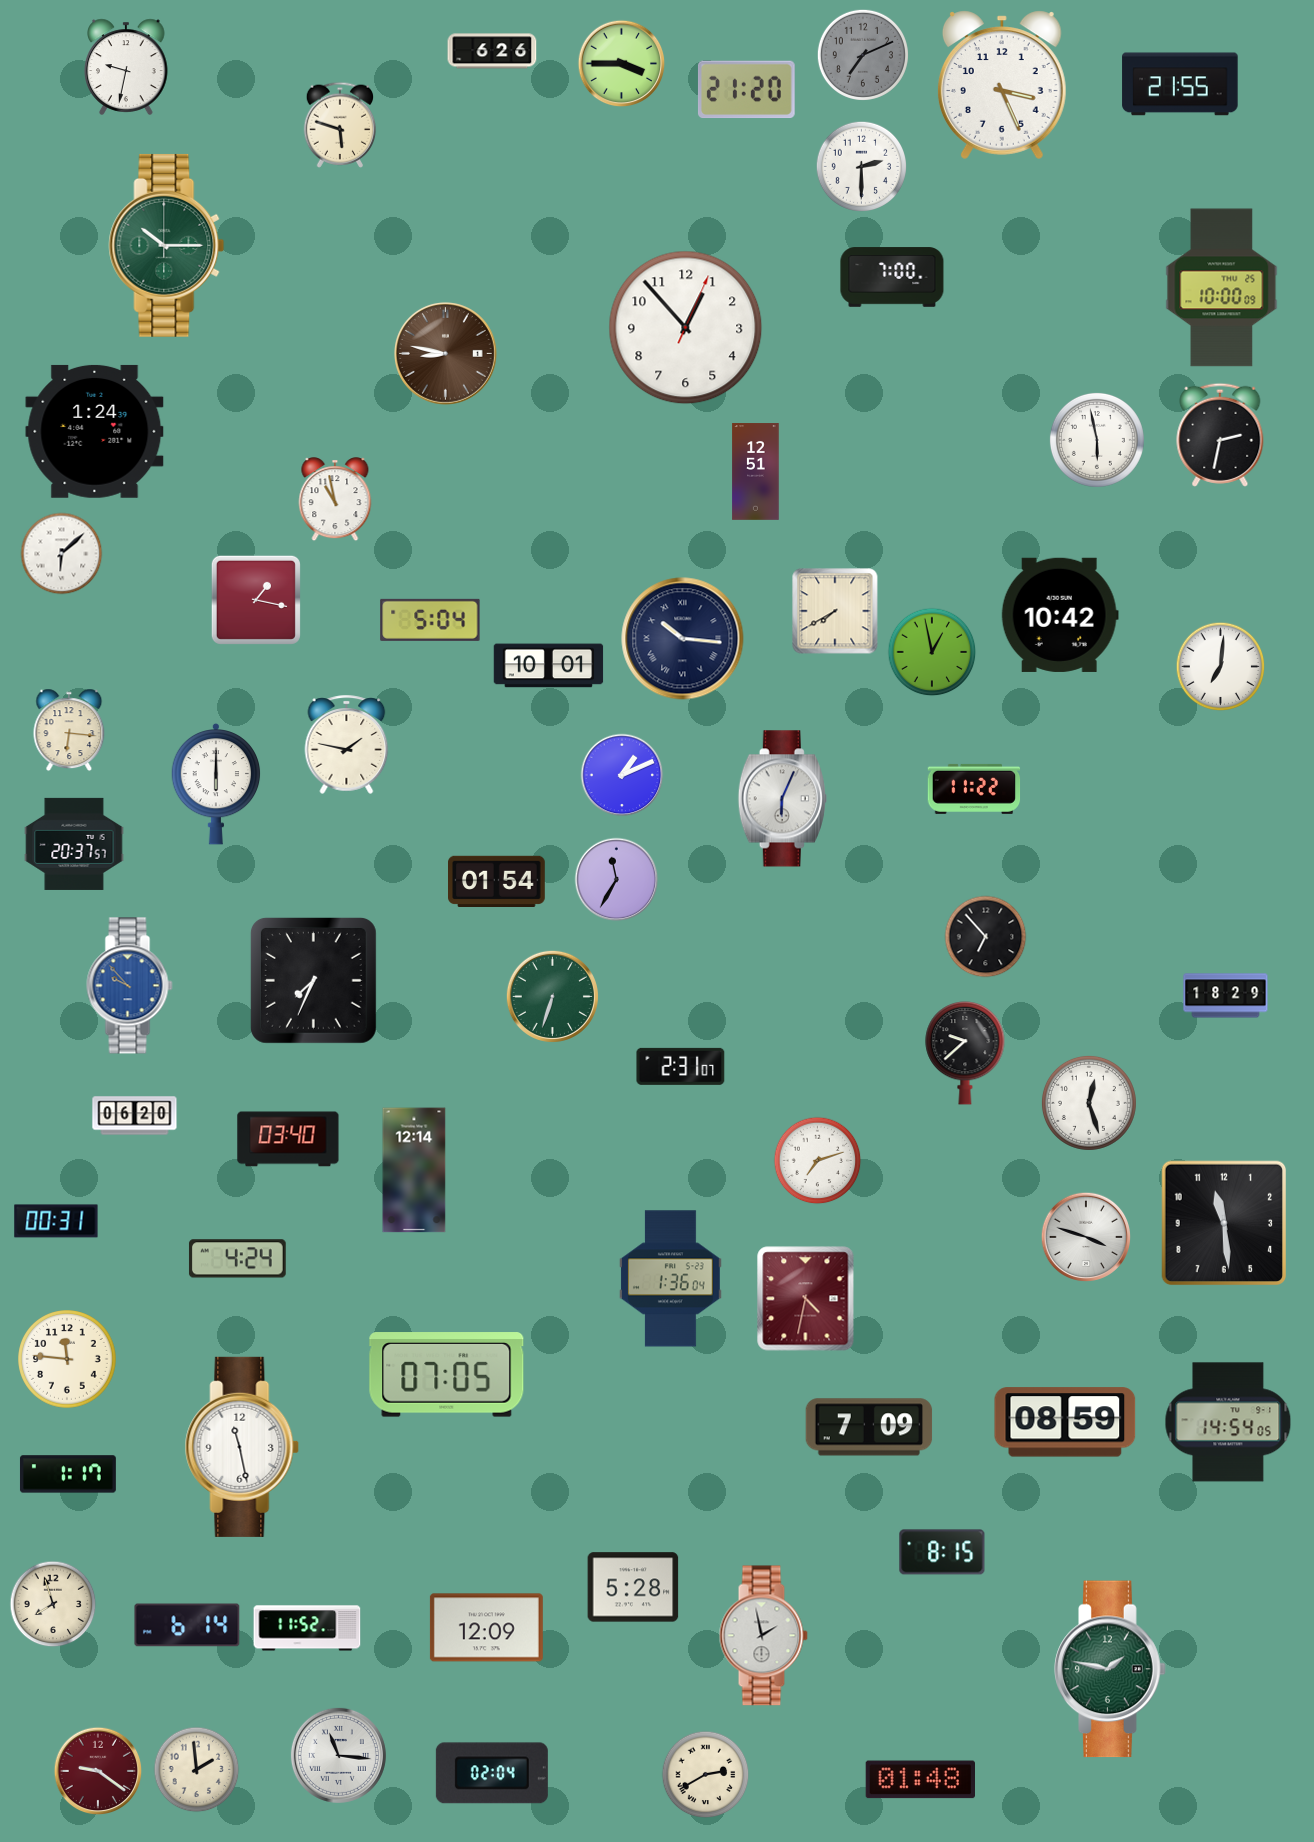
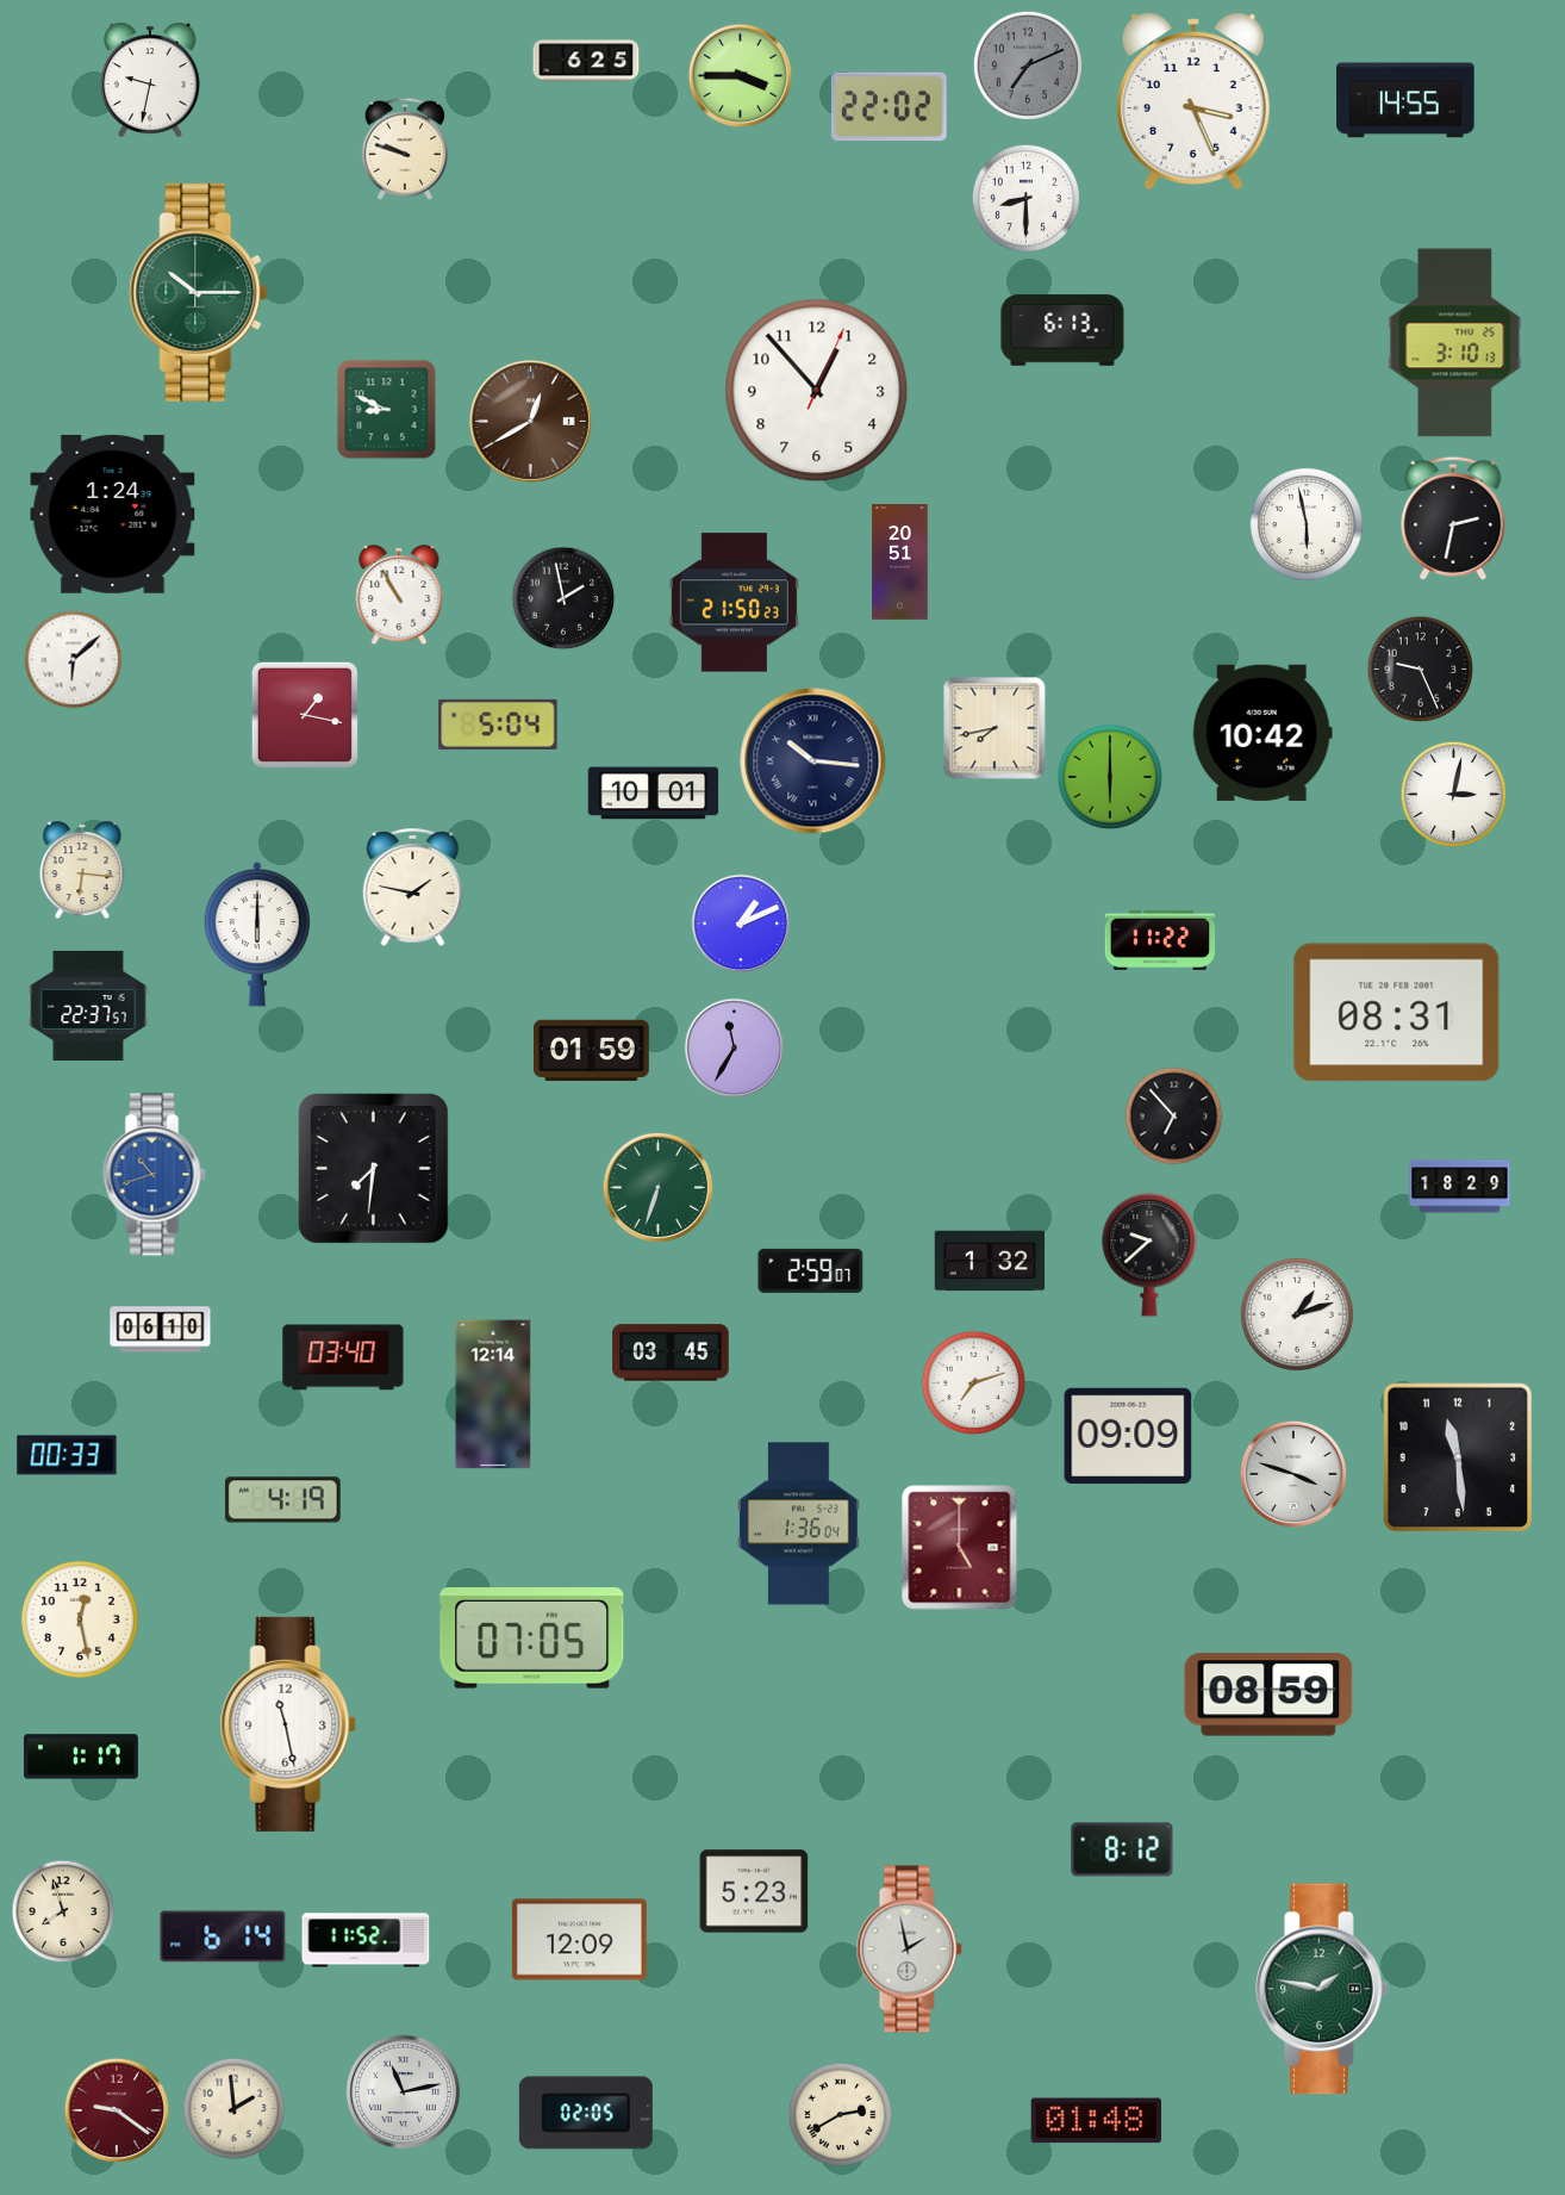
clock at (492, 51): 6:26 -> 6:25
clock at (1180, 84): 21:55 -> 14:55
clock at (746, 90): 21:20 -> 22:02
clock at (340, 125): 5:48 -> 9:48
clock at (861, 166): 2:30 -> 8:30
clock at (892, 277): 7:00 -> 6:13
clock at (1222, 288): 10:00 -> 3:10
clock at (387, 410): none -> 8:49
clock at (446, 354): 8:47 -> 12:40
clock at (756, 472): 12:51 -> 20:51
clock at (335, 500): 10:58 -> 10:55
clock at (563, 598): none -> 1:58
clock at (734, 603): none -> 21:50
clock at (1421, 670): none -> 9:26
clock at (835, 611): 7:40 -> 7:43
clock at (430, 620) position: (430, 620) -> (498, 725)
clock at (932, 652): 12:58 -> 6:00
clock at (1221, 667): 7:01 -> 3:02
clock at (782, 799): 6:04 -> none
clock at (74, 844): 20:37 -> 22:37
clock at (1397, 1013): none -> 08:31
clock at (497, 882): 01:54 -> 01:59
clock at (313, 980): 7:34 -> 7:31
clock at (130, 986): 9:53 -> 10:42
clock at (990, 1261): none -> 1:32
clock at (681, 1066): 2:31 -> 2:59
clock at (1089, 1103): 12:27 -> 1:12
clock at (135, 1116): 06:20 -> 06:10
clock at (671, 1353): none -> 03:45
clock at (1128, 1436): none -> 09:09
clock at (56, 1221): 00:31 -> 00:33
clock at (237, 1259): 4:24 -> 4:19
clock at (806, 1299): 4:32 -> 5:00
clock at (67, 1359): 11:46 -> 12:28
clock at (1228, 1422): 14:54 -> none
clock at (869, 1427): 7:09 -> none
clock at (942, 1552): 8:15 -> 8:12
clock at (633, 1587): 5:28 -> 5:23
clock at (338, 1755): 11:16 -> 11:13
clock at (492, 1773): 02:04 -> 02:05
